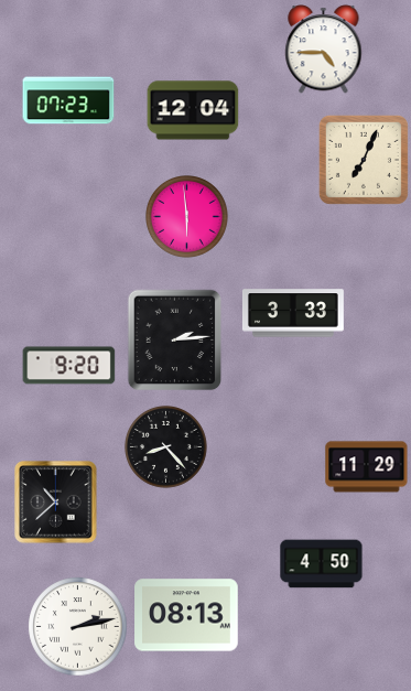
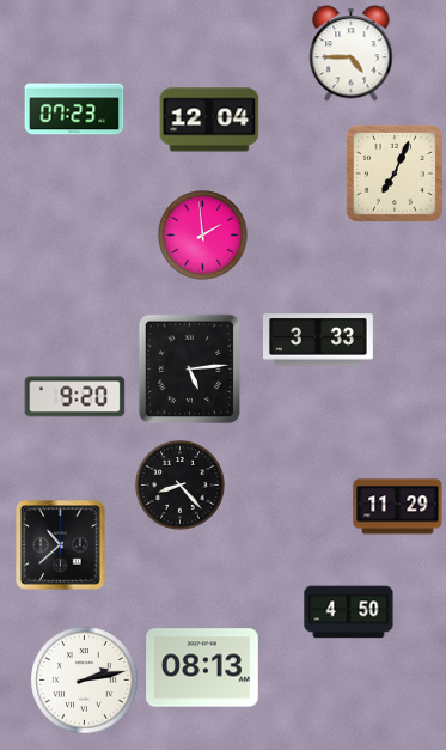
clock at (187, 217): 5:59 -> 1:59
clock at (175, 341): 2:14 -> 5:14
